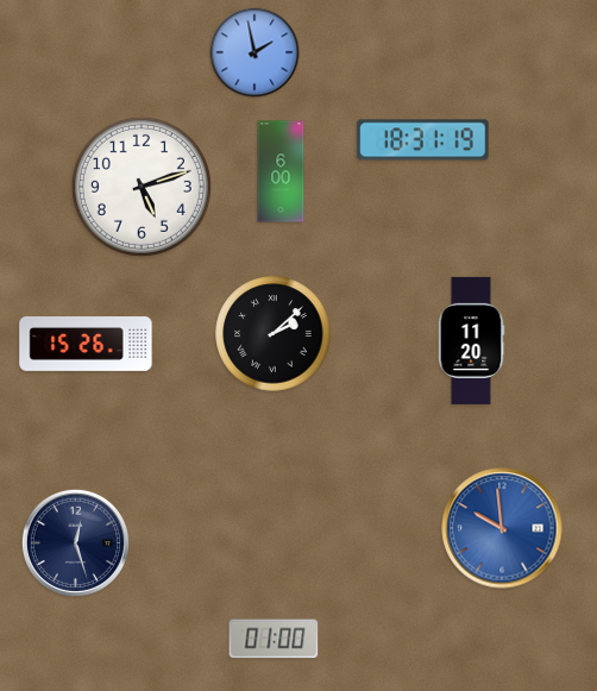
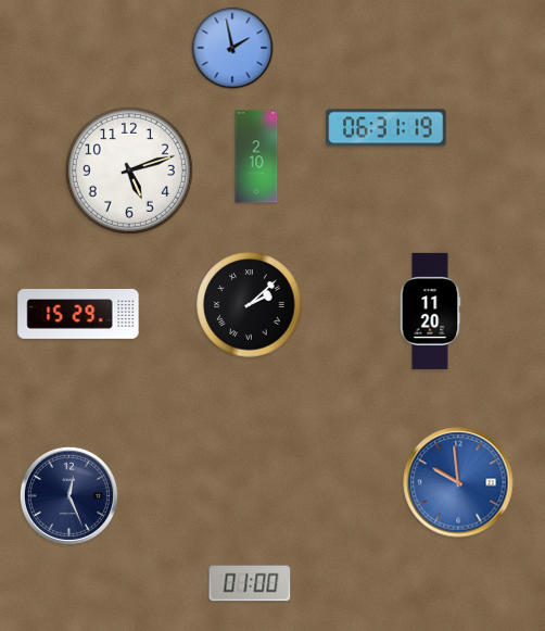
clock at (423, 140): 18:31 -> 06:31
clock at (281, 171): 6:00 -> 2:10
clock at (86, 344): 15:26 -> 15:29
clock at (75, 542): 12:27 -> 12:26
